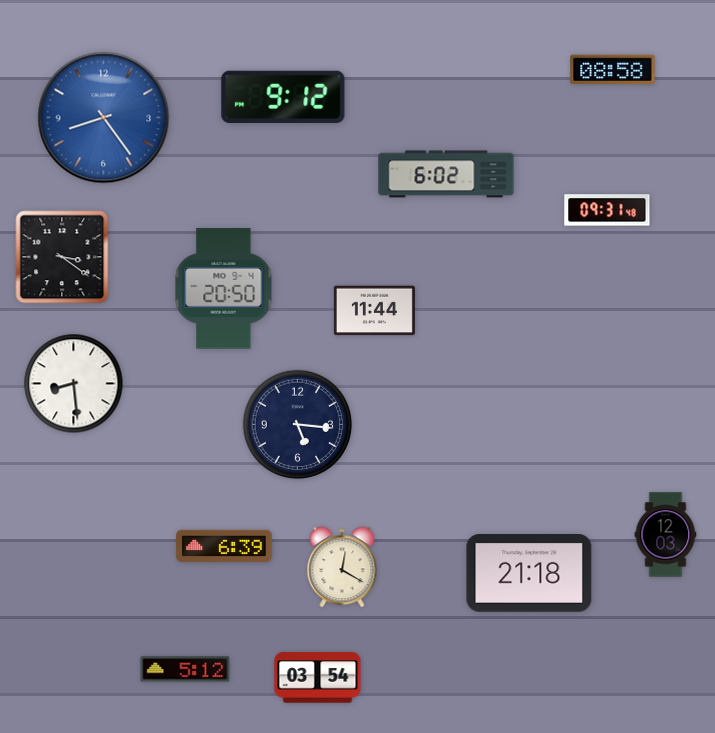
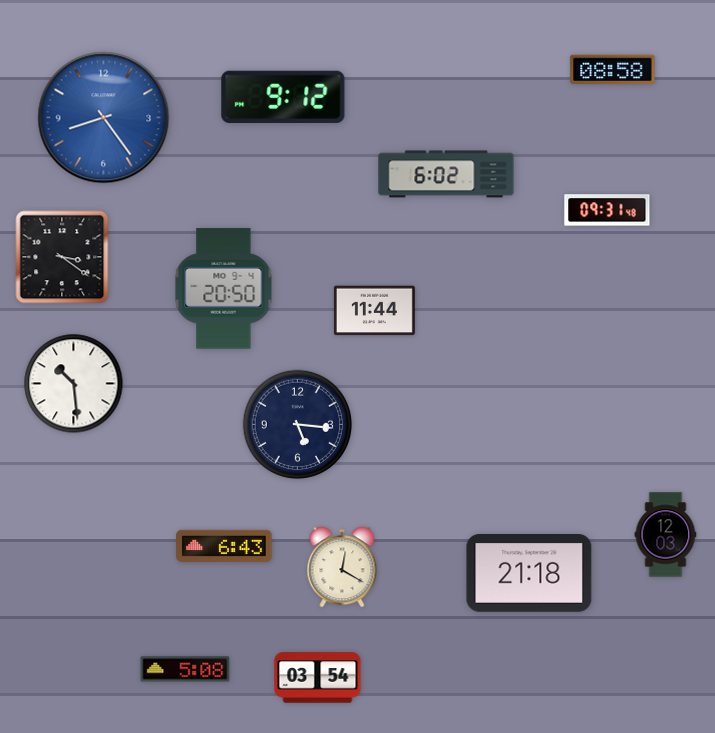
clock at (74, 384): 8:29 -> 10:29
clock at (224, 546): 6:39 -> 6:43
clock at (185, 669): 5:12 -> 5:08
